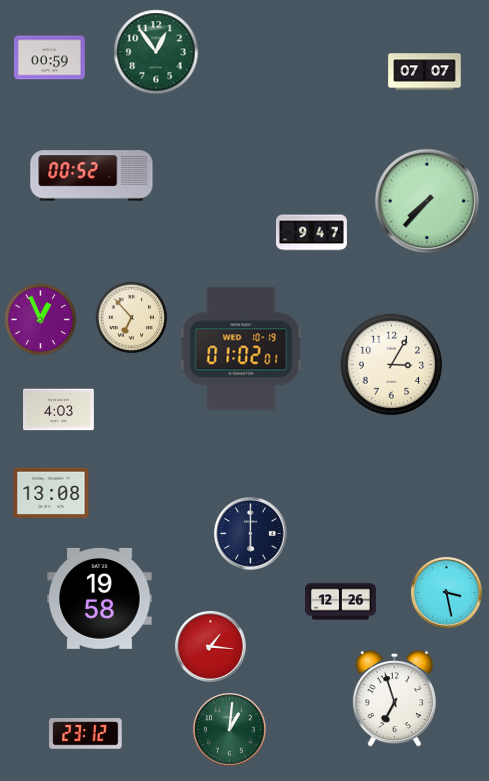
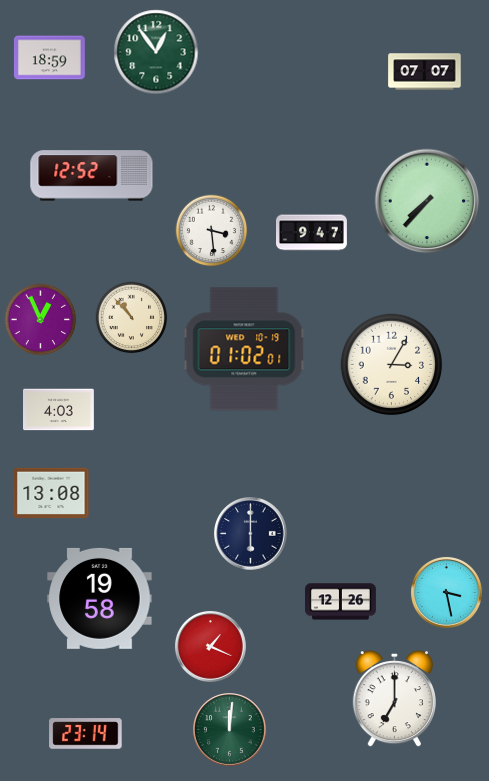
clock at (49, 58): 00:59 -> 18:59
clock at (92, 176): 00:52 -> 12:52
clock at (212, 231): none -> 3:29
clock at (132, 318): 6:53 -> 10:53
clock at (241, 349) position: (241, 349) -> (244, 349)
clock at (210, 646): 1:16 -> 1:19
clock at (394, 699): 6:57 -> 7:00
clock at (230, 730): 1:01 -> 12:01
clock at (86, 734): 23:12 -> 23:14
